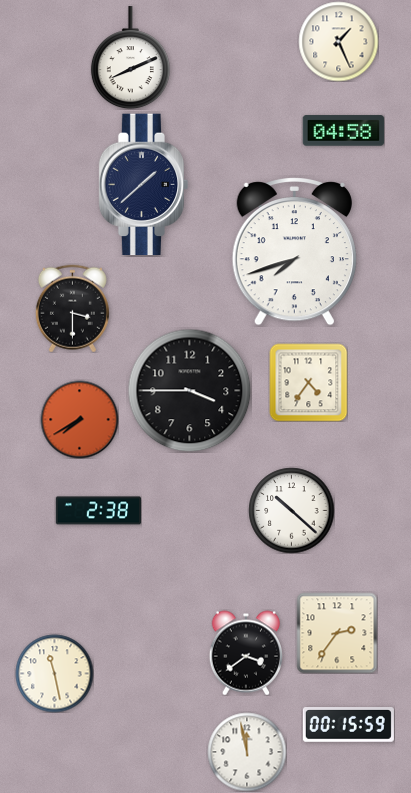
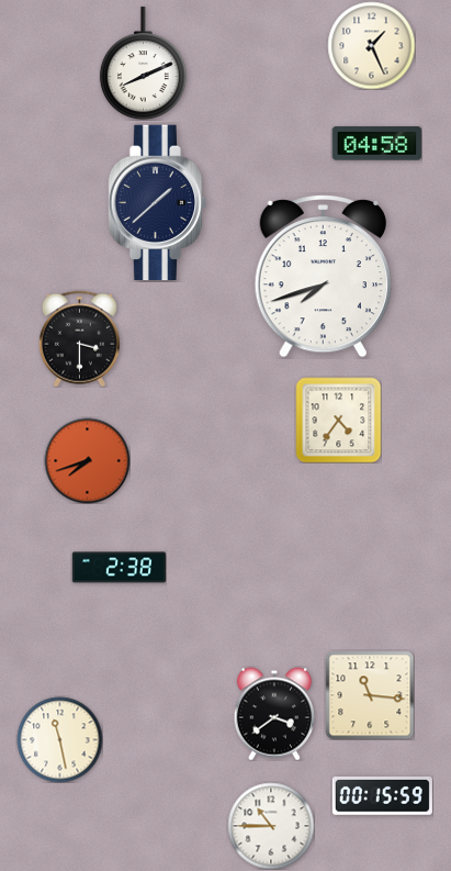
clock at (189, 390): 3:45 -> none
clock at (79, 419): 7:40 -> 7:42
clock at (291, 510): 10:22 -> none
clock at (98, 511) position: (98, 511) -> (119, 568)
clock at (337, 633): 2:36 -> 11:16
clock at (245, 653) position: (245, 653) -> (273, 714)
clock at (247, 752): 11:58 -> 10:45
